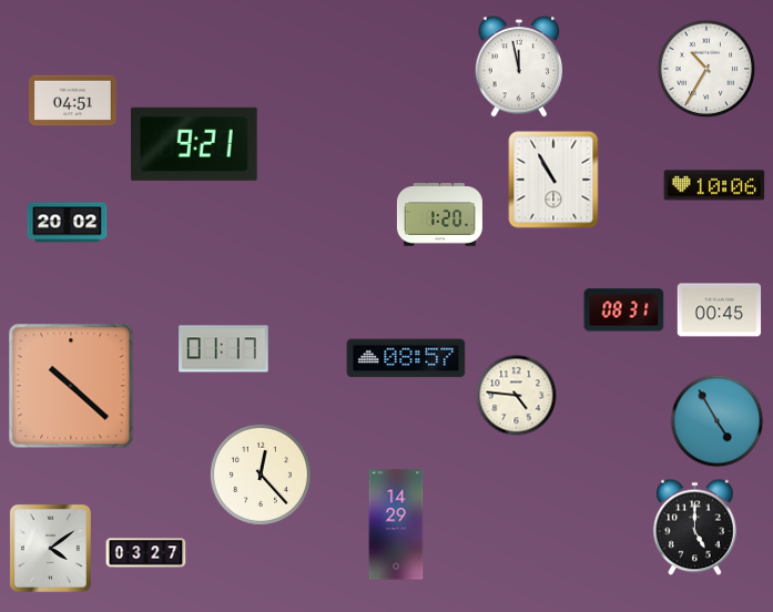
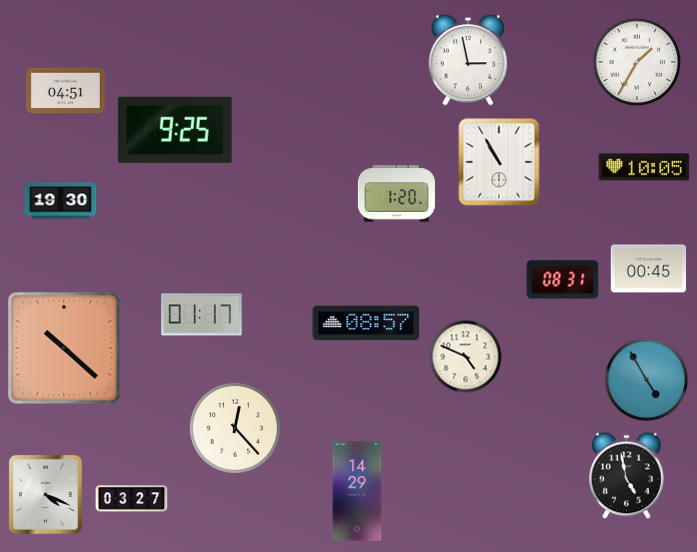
clock at (519, 67): 11:58 -> 2:58
clock at (706, 69): 10:35 -> 1:35
clock at (194, 144): 9:21 -> 9:25
clock at (714, 185): 10:06 -> 10:05
clock at (68, 223): 20:02 -> 19:30
clock at (720, 310) position: (720, 310) -> (649, 269)
clock at (517, 396): 4:46 -> 4:49
clock at (396, 524) position: (396, 524) -> (357, 491)
clock at (695, 528): 5:00 -> 4:58
clock at (50, 548): 4:09 -> 4:19
